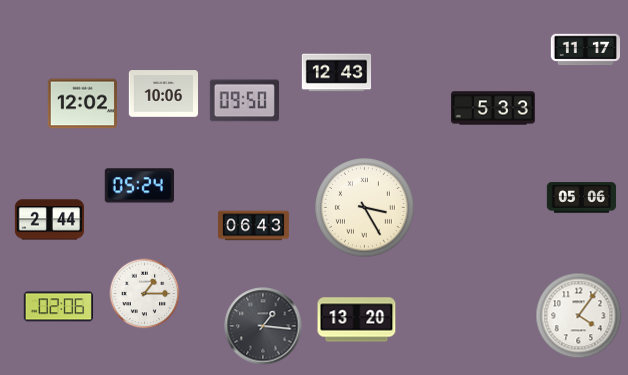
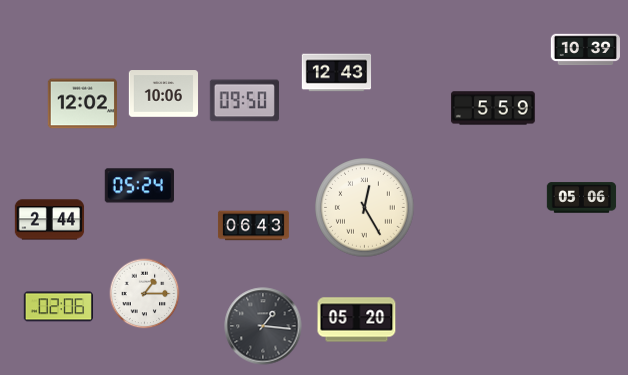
clock at (585, 50): 11:17 -> 10:39
clock at (493, 108): 5:33 -> 5:59
clock at (365, 208): 3:25 -> 12:25
clock at (579, 316): 4:06 -> none
clock at (357, 320): 13:20 -> 05:20
